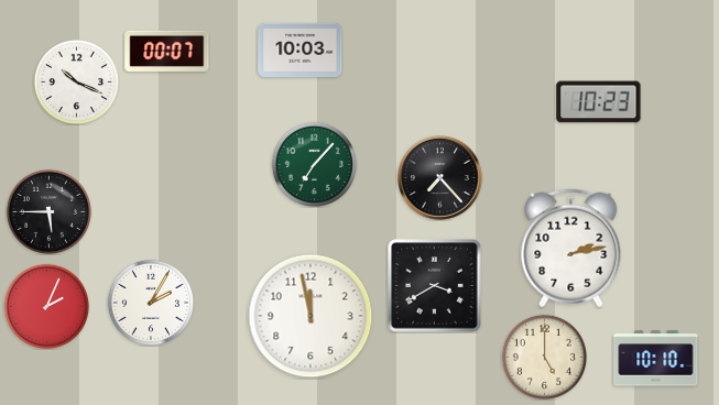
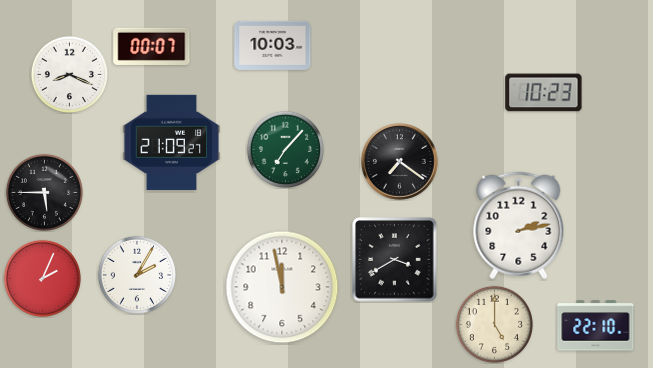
clock at (76, 81): 10:19 -> 8:19
clock at (172, 142): none -> 21:09
clock at (440, 178): 7:23 -> 7:21
clock at (656, 359): 10:10 -> 22:10
